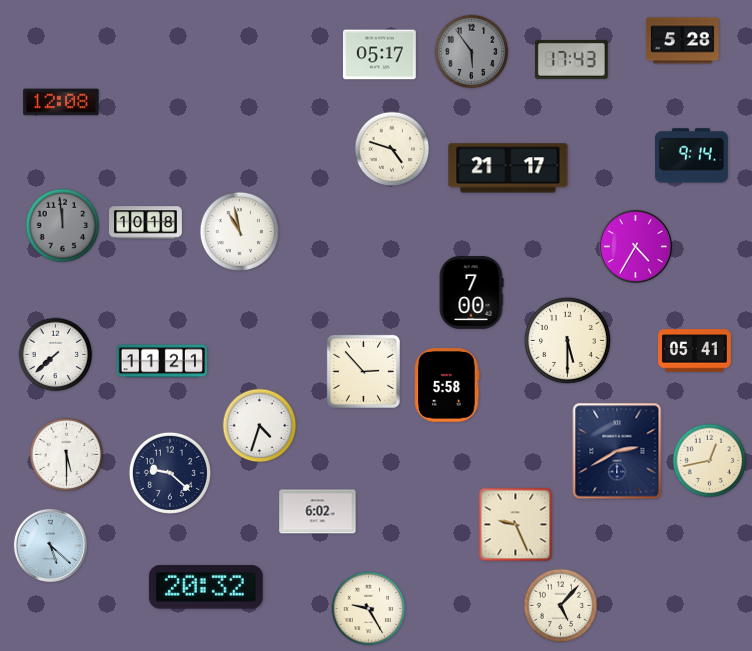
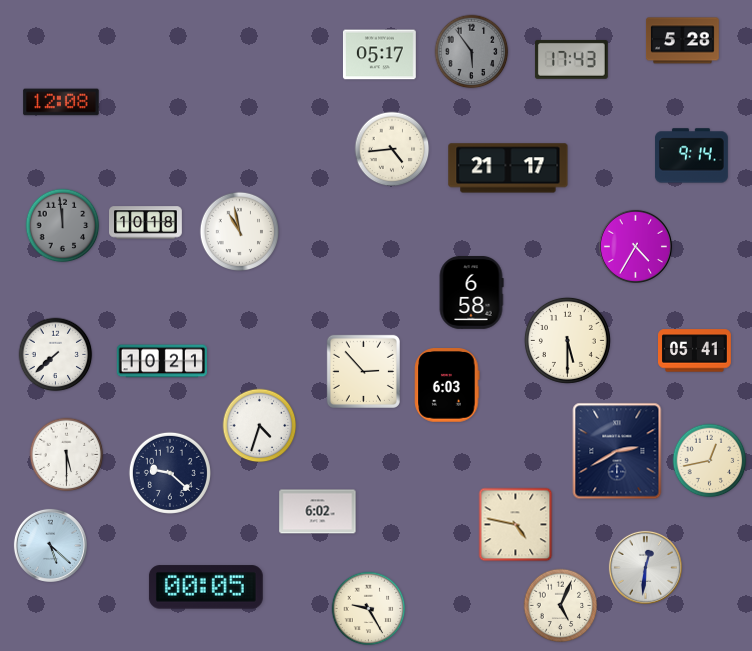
clock at (392, 149): 4:48 -> 4:44
clock at (471, 293): 7:00 -> 6:58
clock at (161, 361): 11:21 -> 10:21
clock at (447, 385): 5:58 -> 6:03
clock at (516, 525): 9:26 -> 4:47
clock at (645, 567): none -> 12:31
clock at (206, 587): 20:32 -> 00:05
clock at (561, 606): 5:07 -> 5:04
